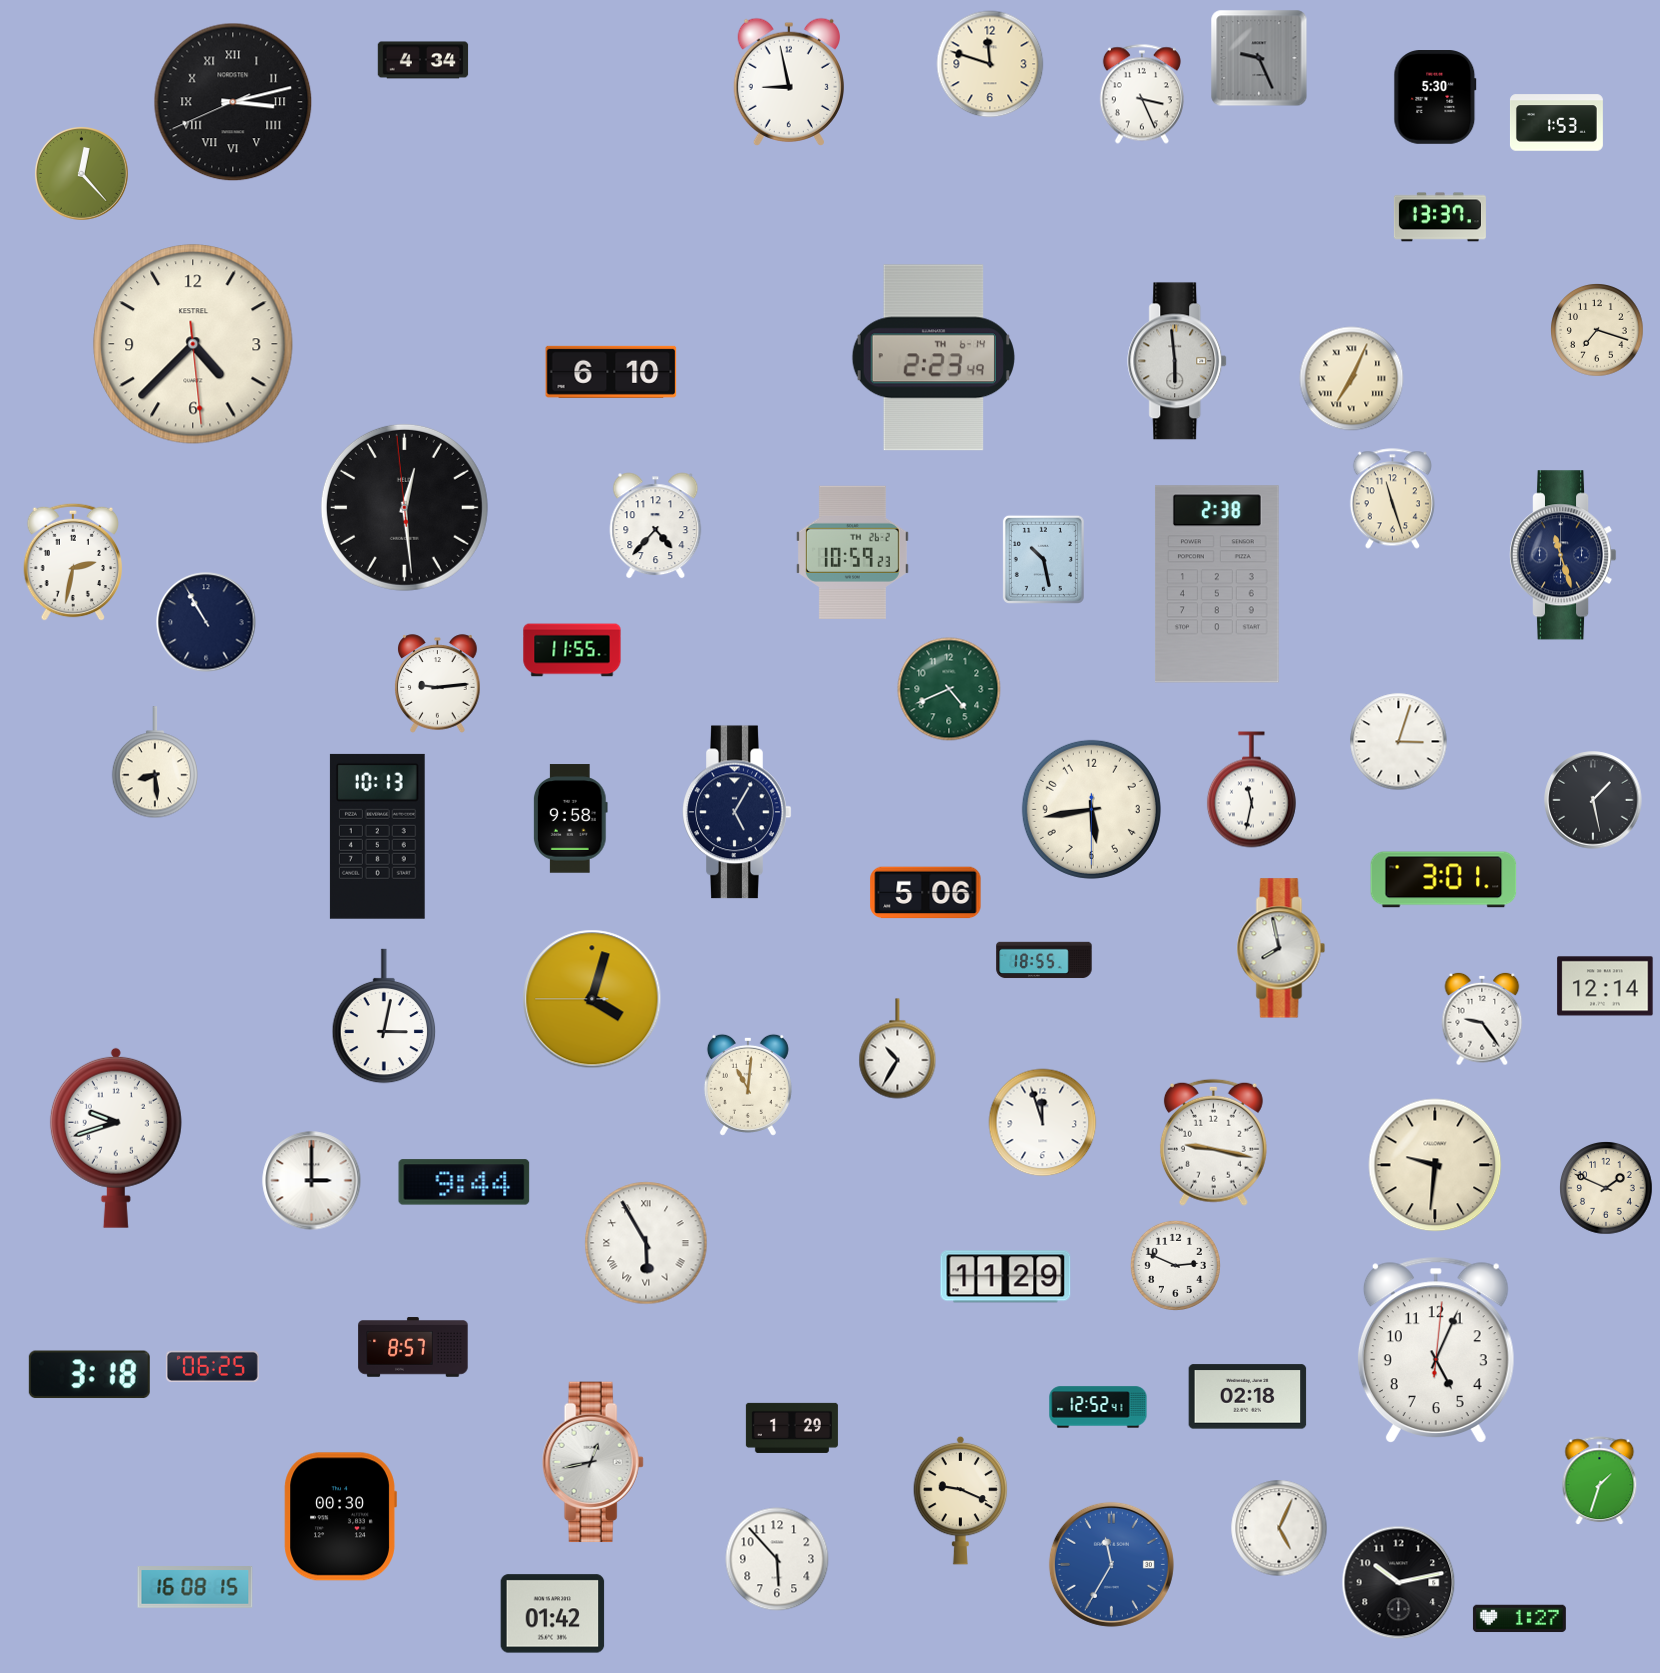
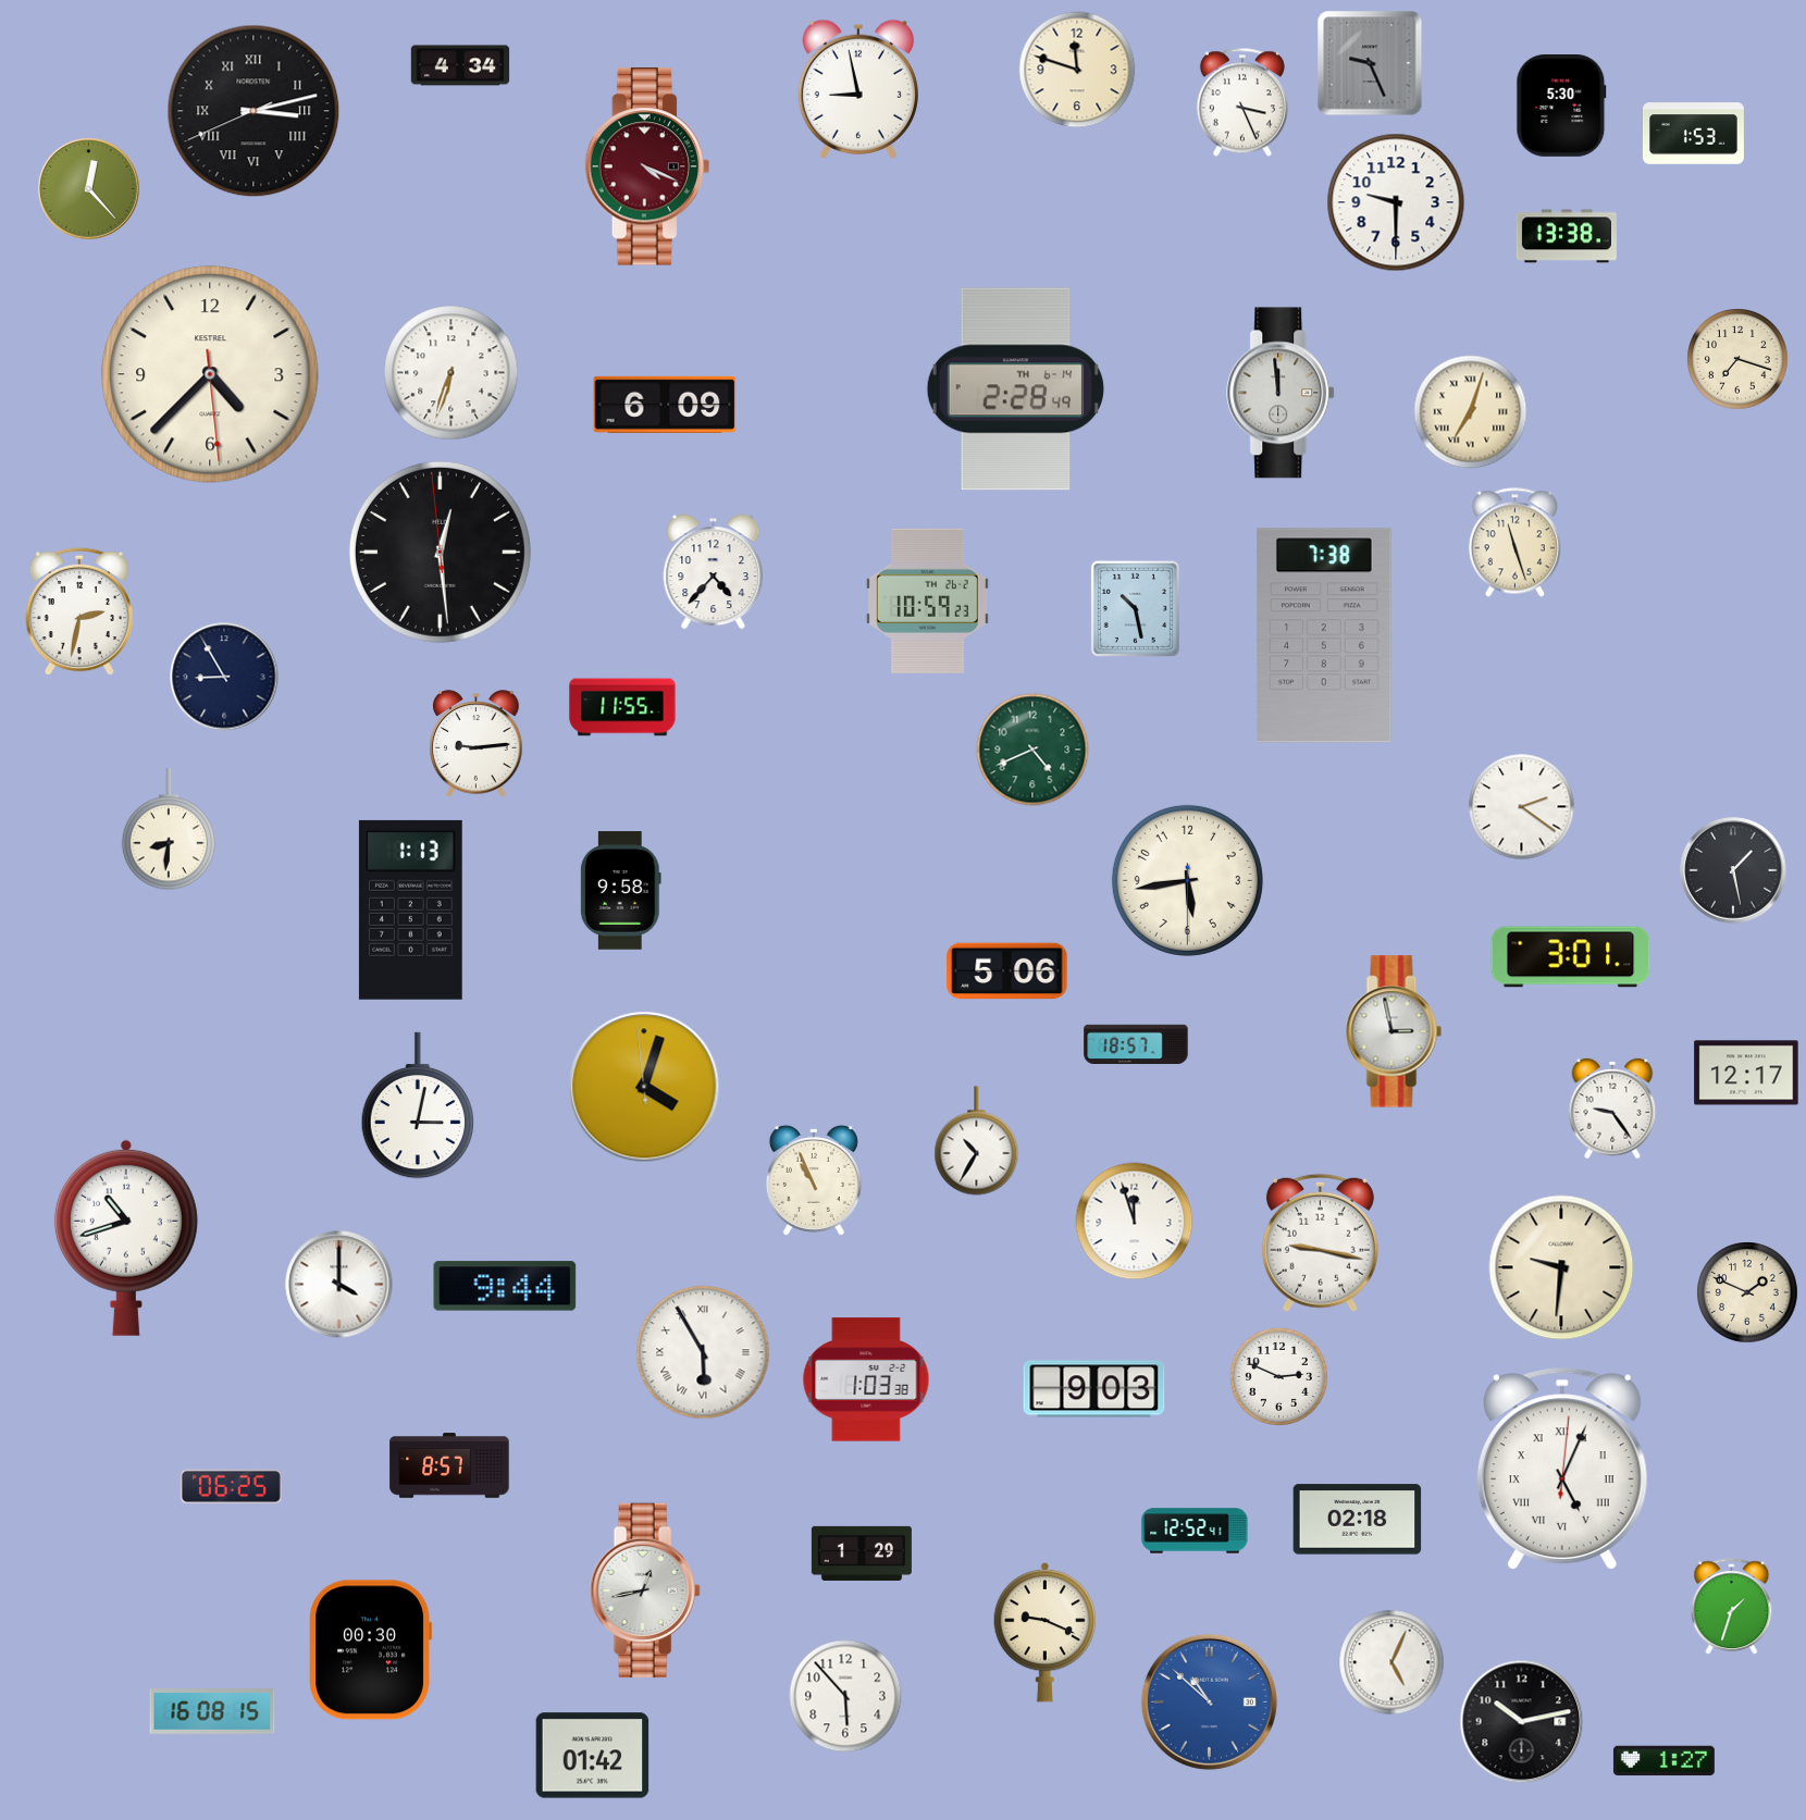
clock at (646, 166): none -> 4:19
clock at (1396, 202): none -> 9:30
clock at (1440, 217): 13:37 -> 13:38
clock at (451, 373): none -> 6:33
clock at (933, 358): 2:23 -> 2:28
clock at (1178, 361): 5:59 -> 11:59
clock at (611, 372): 6:10 -> 6:09
clock at (1352, 379): 7:04 -> 7:03
clock at (1563, 555): 11:27 -> none
clock at (1217, 584): 2:38 -> 7:38
clock at (206, 622): 10:55 -> 8:55
clock at (1399, 742): 3:03 -> 2:21
clock at (155, 763): 8:29 -> 8:31
clock at (1251, 790): 11:32 -> none
clock at (737, 812): 5:05 -> none
clock at (377, 836): 10:13 -> 1:13
clock at (1281, 948): 7:58 -> 2:58
clock at (1044, 960): 18:55 -> 18:57
clock at (1605, 986): 12:14 -> 12:17
clock at (592, 999): 4:02:45 -> 4:02:59
clock at (748, 1085): 11:01 -> 10:56
clock at (116, 1138): 9:42 -> 10:42
clock at (312, 1181): 3:00 -> 4:00
clock at (866, 1379): none -> 1:03
clock at (1006, 1277): 11:29 -> 9:03
clock at (1436, 1350) numerals: Arabic -> Roman
clock at (89, 1375): 3:18 -> none
clock at (1600, 1481) position: (1600, 1481) -> (1732, 1607)
clock at (1111, 1564): 11:35 -> 10:52
clock at (195, 1588) position: (195, 1588) -> (212, 1712)
clock at (553, 1614) position: (553, 1614) -> (593, 1756)
clock at (1519, 1619) position: (1519, 1619) -> (1663, 1761)
